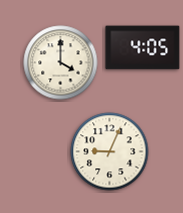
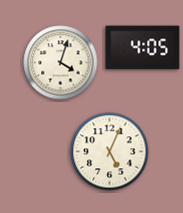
clock at (61, 63): 4:00 -> 4:03
clock at (110, 152): 9:04 -> 5:04
